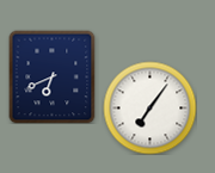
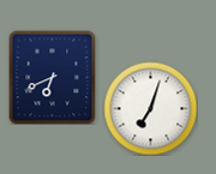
clock at (149, 107): 7:06 -> 7:03
